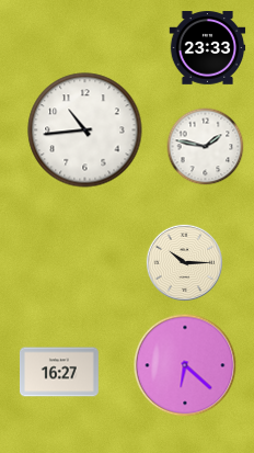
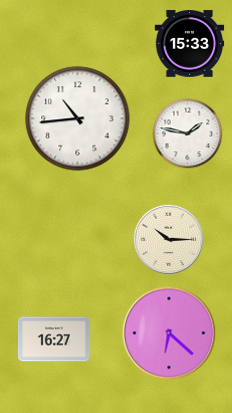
clock at (208, 48): 23:33 -> 15:33
